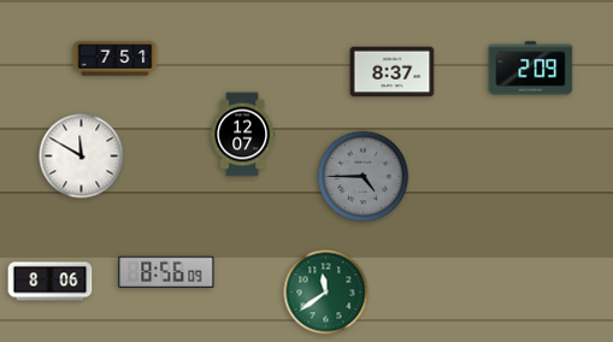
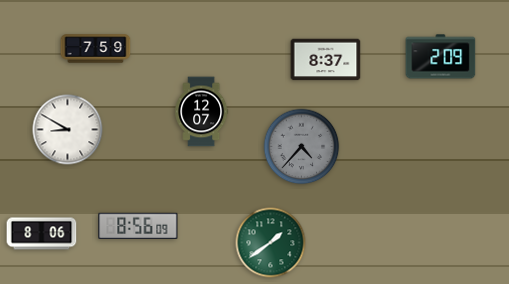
clock at (116, 59): 7:51 -> 7:59
clock at (82, 157): 11:50 -> 8:50
clock at (364, 177): 4:45 -> 4:37
clock at (326, 293): 11:39 -> 1:39
